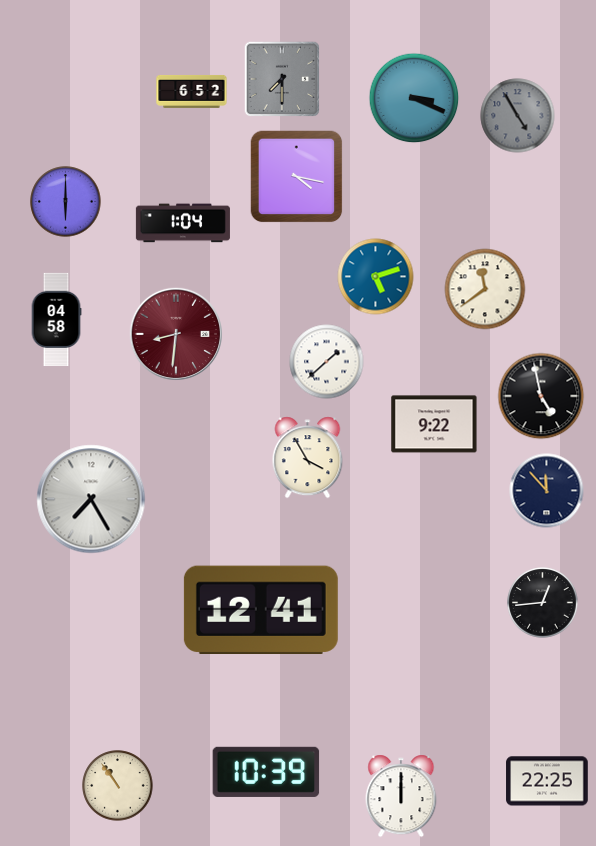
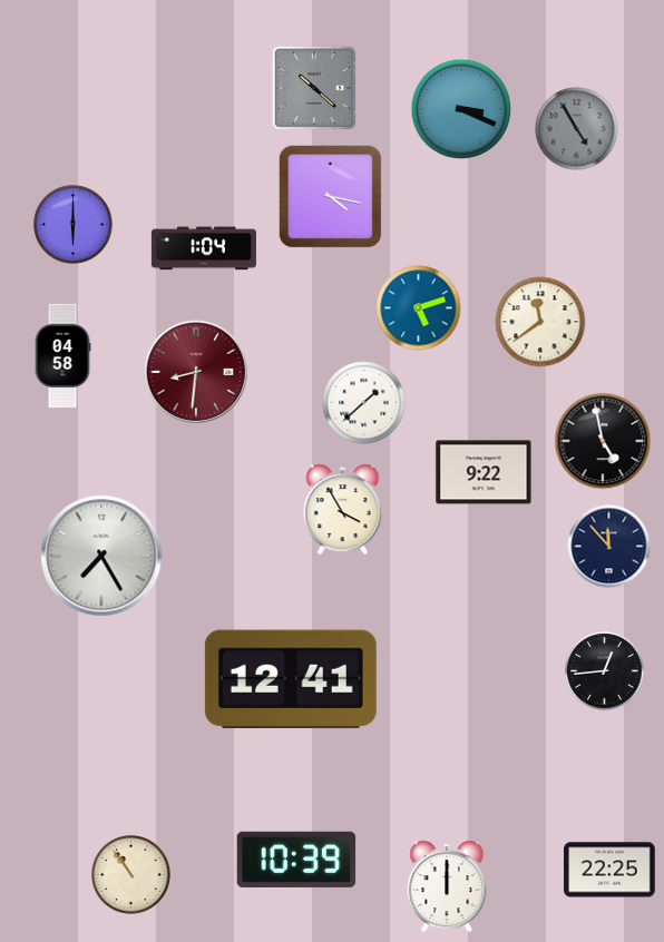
clock at (282, 79): 7:30 -> 10:22
clock at (192, 91): 6:52 -> none
